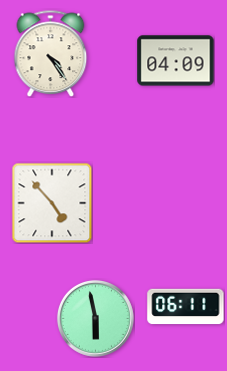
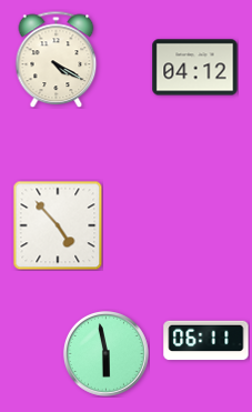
clock at (51, 53): 4:24 -> 4:20
clock at (176, 61): 04:09 -> 04:12
